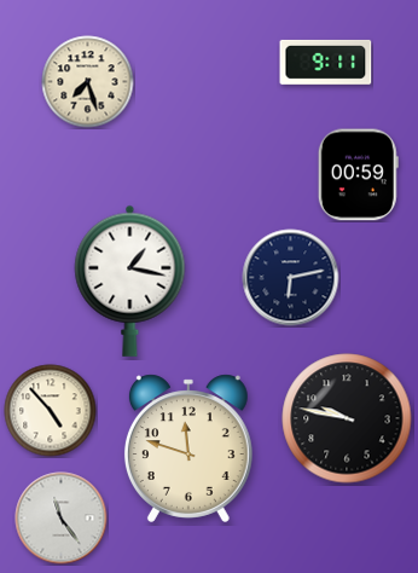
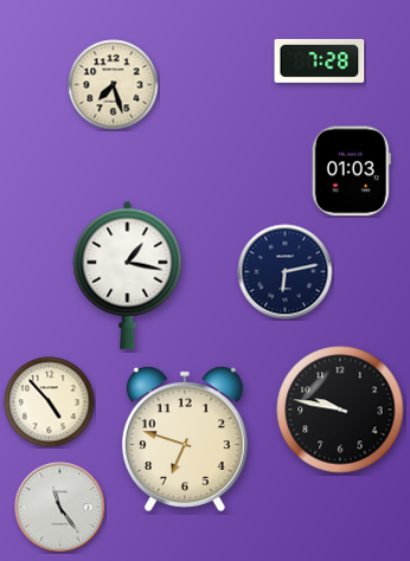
clock at (326, 62): 9:11 -> 7:28
clock at (88, 82) position: (88, 82) -> (114, 85)
clock at (358, 175): 00:59 -> 01:03
clock at (188, 448): 11:48 -> 6:48
